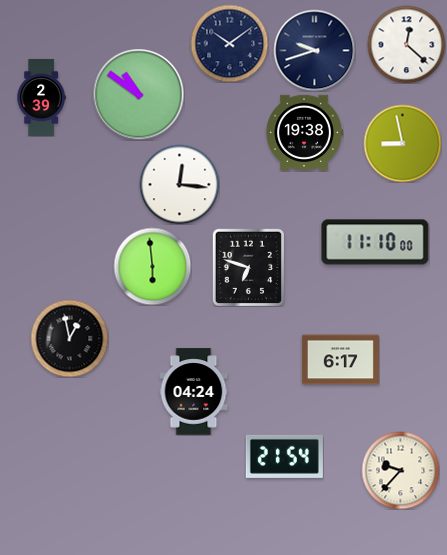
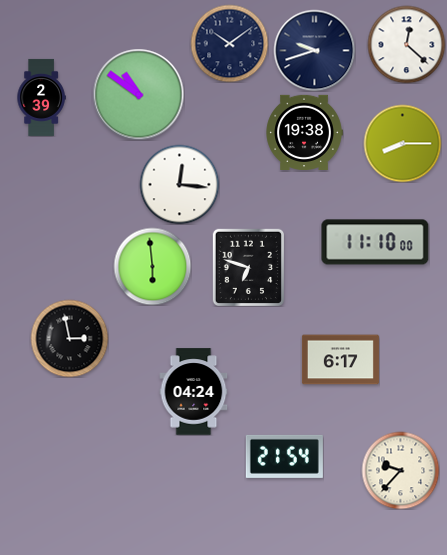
clock at (402, 143): 8:58 -> 8:15
clock at (69, 338): 12:58 -> 2:58
